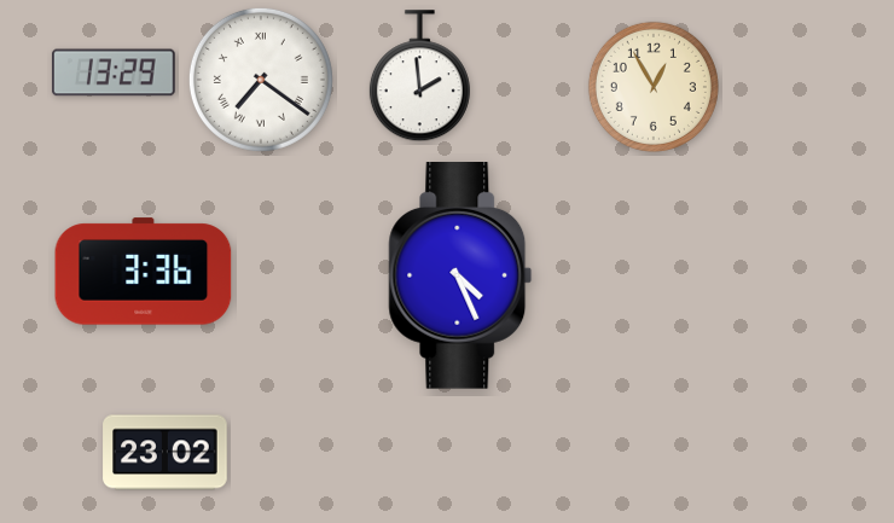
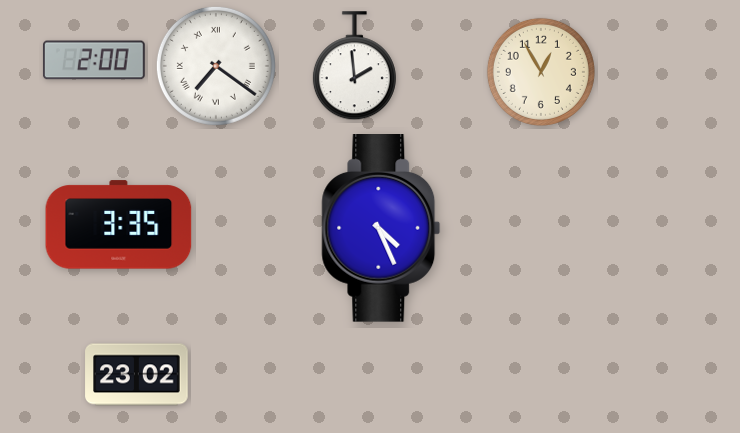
clock at (114, 72): 13:29 -> 2:00
clock at (419, 76) position: (419, 76) -> (354, 66)
clock at (144, 272): 3:36 -> 3:35
